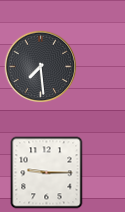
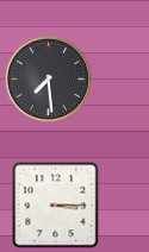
clock at (47, 173): 9:15 -> 3:15
